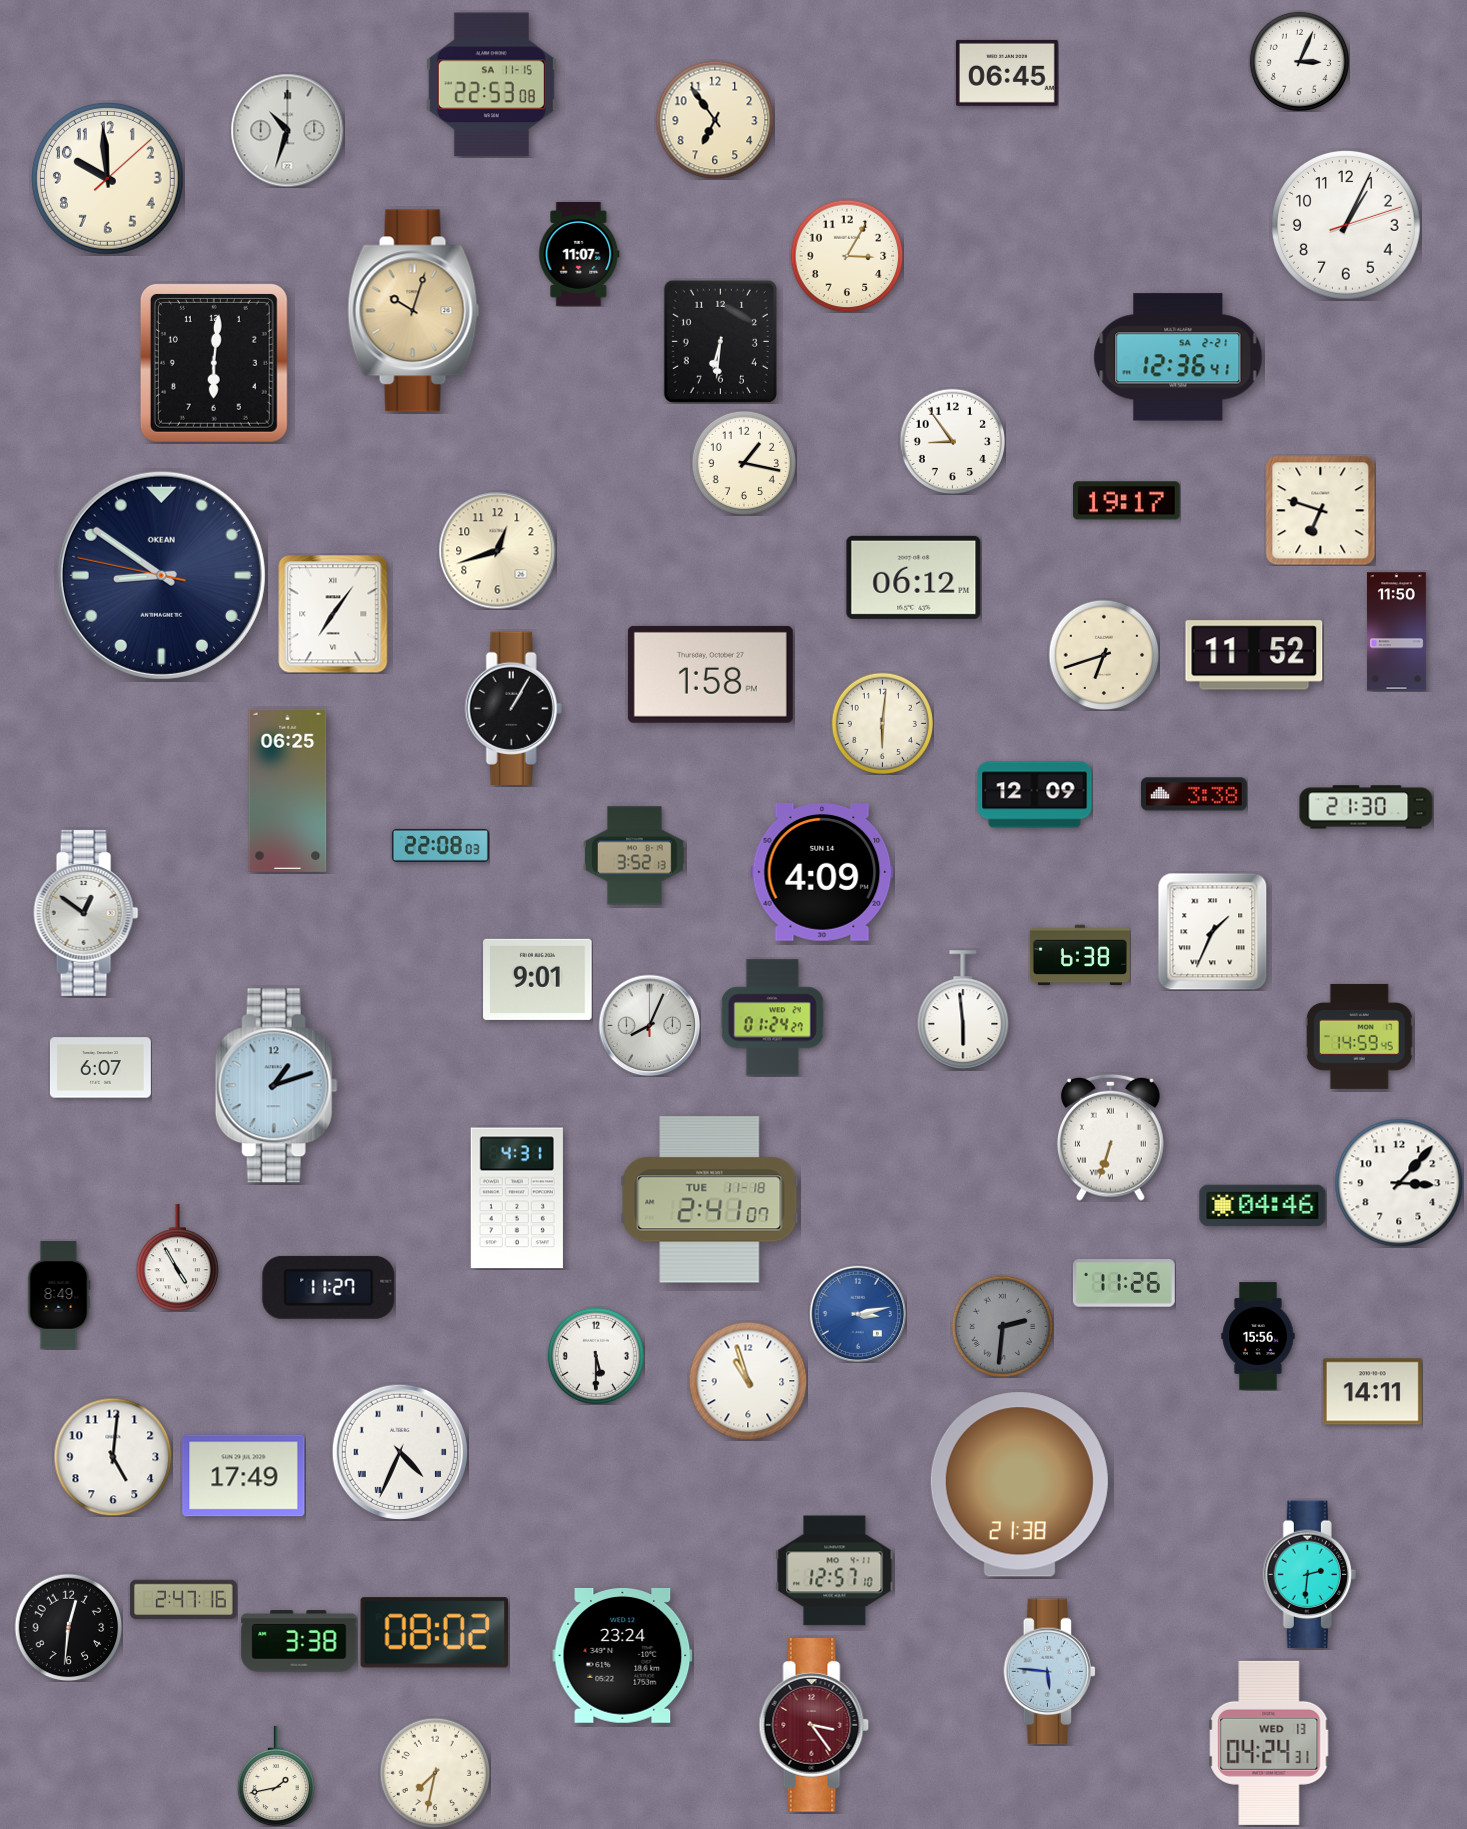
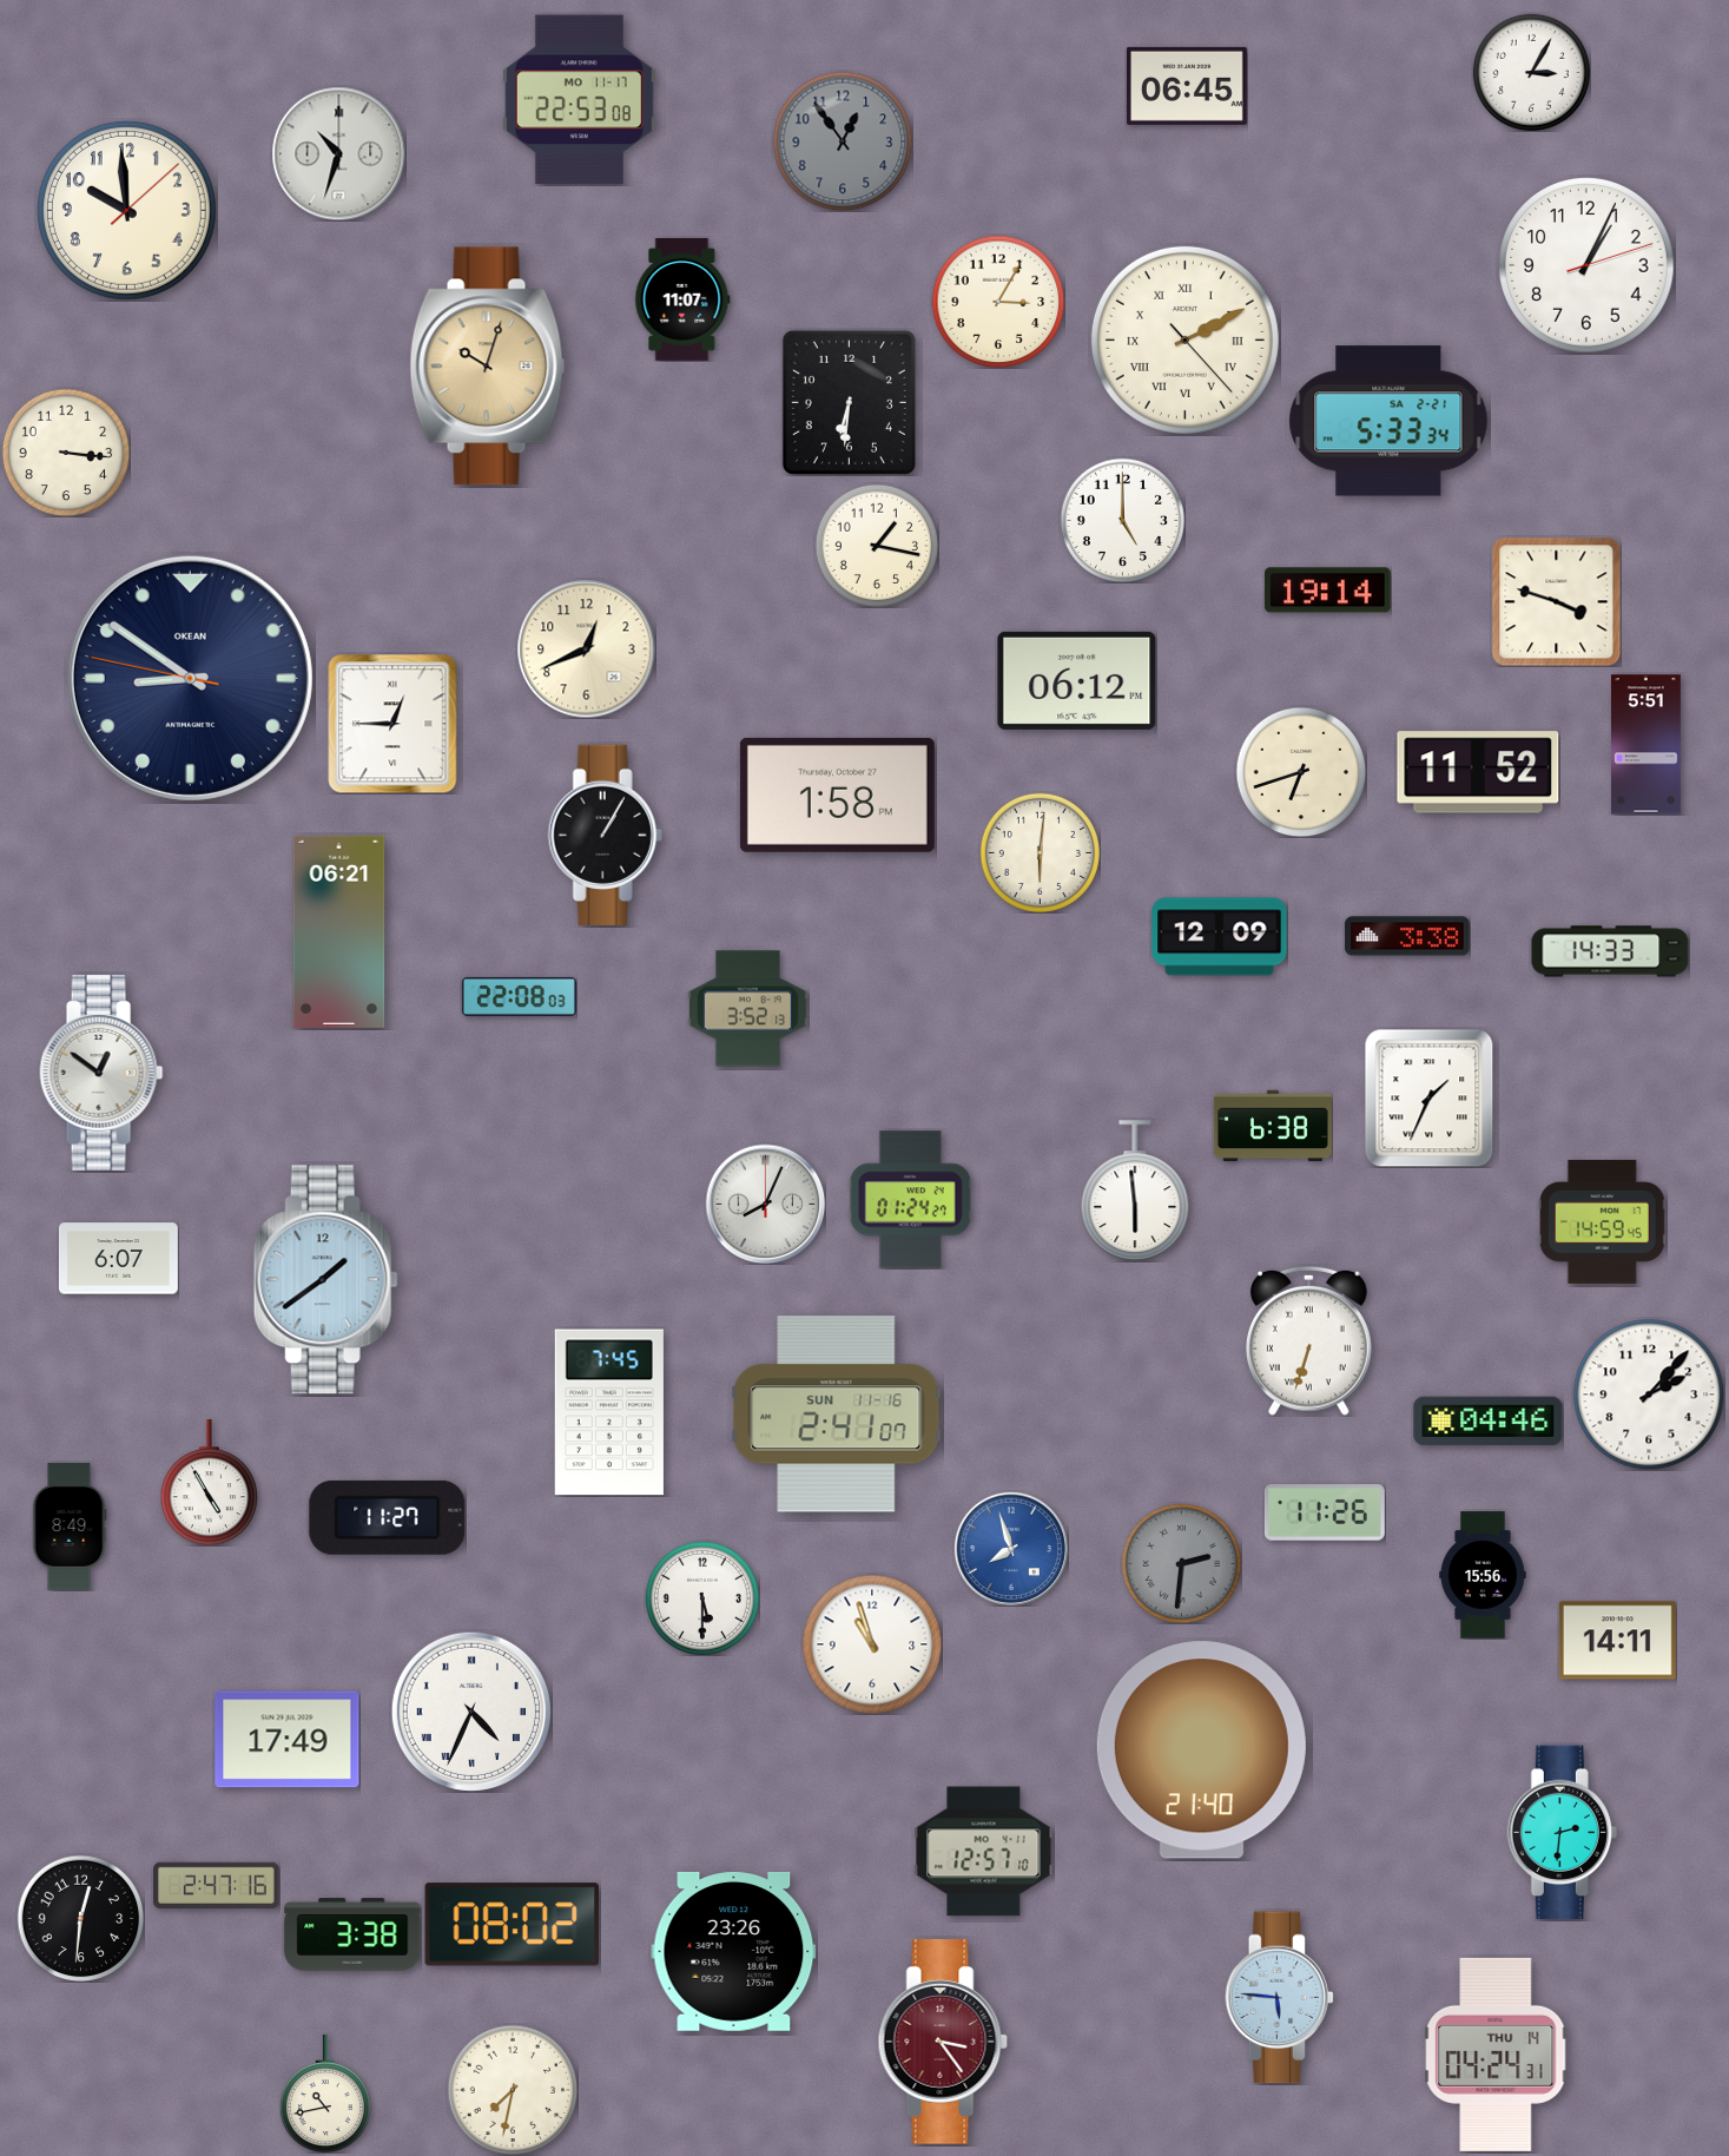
clock at (1299, 61): 3:04 -> 3:05
clock at (491, 85) date: SA 11-15 -> MO 11-17
clock at (715, 120): 6:54 -> 12:54
clock at (715, 120) dial: cream -> grey
clock at (1184, 339): none -> 2:10
clock at (1178, 357): 12:36 -> 5:33
clock at (214, 363): 6:01 -> none
clock at (66, 453): none -> 3:16
clock at (952, 441): 8:54 -> 5:00
clock at (1127, 501): 19:17 -> 19:14
clock at (1320, 510): 6:48 -> 3:48
clock at (497, 550): 12:42 -> 12:41
clock at (333, 614): 7:06 -> 12:45
clock at (1396, 632): 11:50 -> 5:51
clock at (288, 790): 06:25 -> 06:21
clock at (1366, 807): 21:30 -> 14:33
clock at (822, 873): 4:09 -> none
clock at (86, 913) position: (86, 913) -> (101, 1073)
clock at (538, 979): 9:01 -> none
clock at (649, 1025) position: (649, 1025) -> (765, 1204)
clock at (276, 1086): 1:12 -> 1:39
clock at (1399, 1183): 3:07 -> 2:07
clock at (517, 1198): 4:31 -> 7:45
clock at (710, 1200) date: TUE 11-18 -> SUN 11-16
clock at (858, 1314): 3:13 -> 7:57
clock at (748, 1381) position: (748, 1381) -> (872, 1644)
clock at (113, 1457): 5:01 -> none
clock at (1019, 1485): 21:38 -> 21:40
clock at (1309, 1575) position: (1309, 1575) -> (1562, 1833)
clock at (623, 1656): 23:24 -> 23:26
clock at (1050, 1672) position: (1050, 1672) -> (1280, 1998)
clock at (814, 1725) position: (814, 1725) -> (943, 2042)
clock at (1269, 1743) date: WED 13 -> THU 14
clock at (276, 1776): 1:43 -> 10:43
